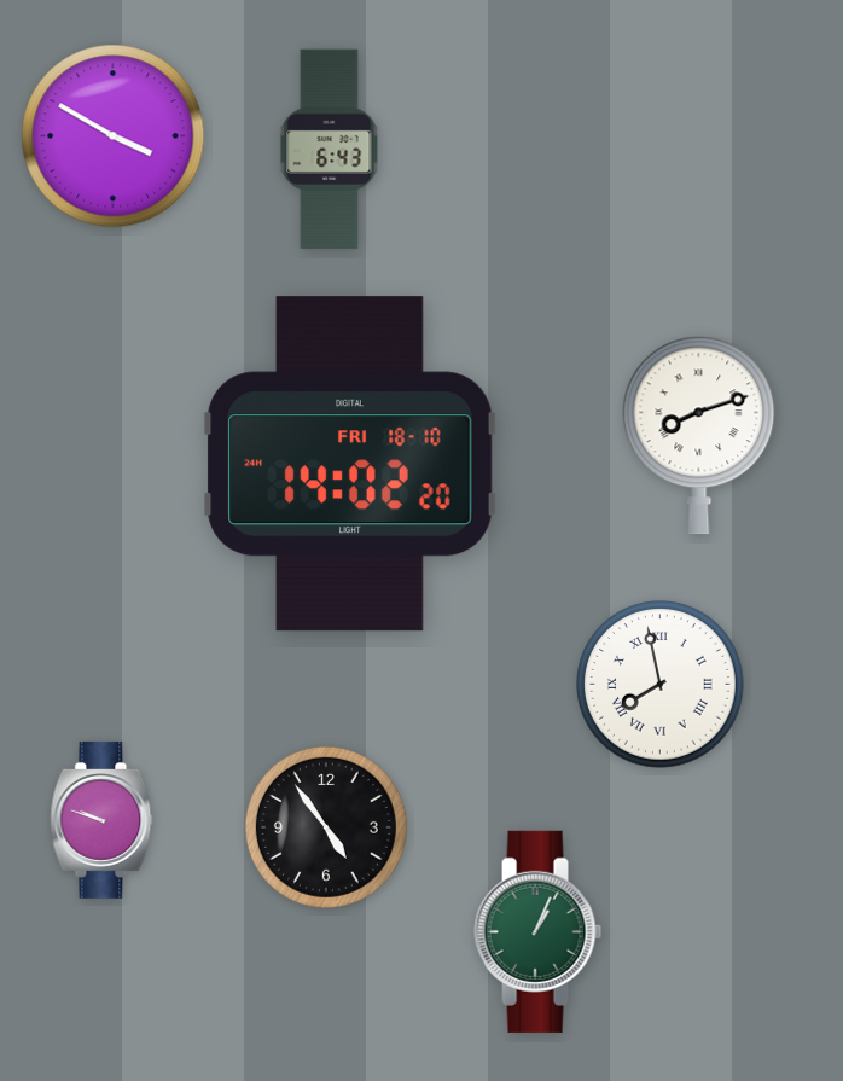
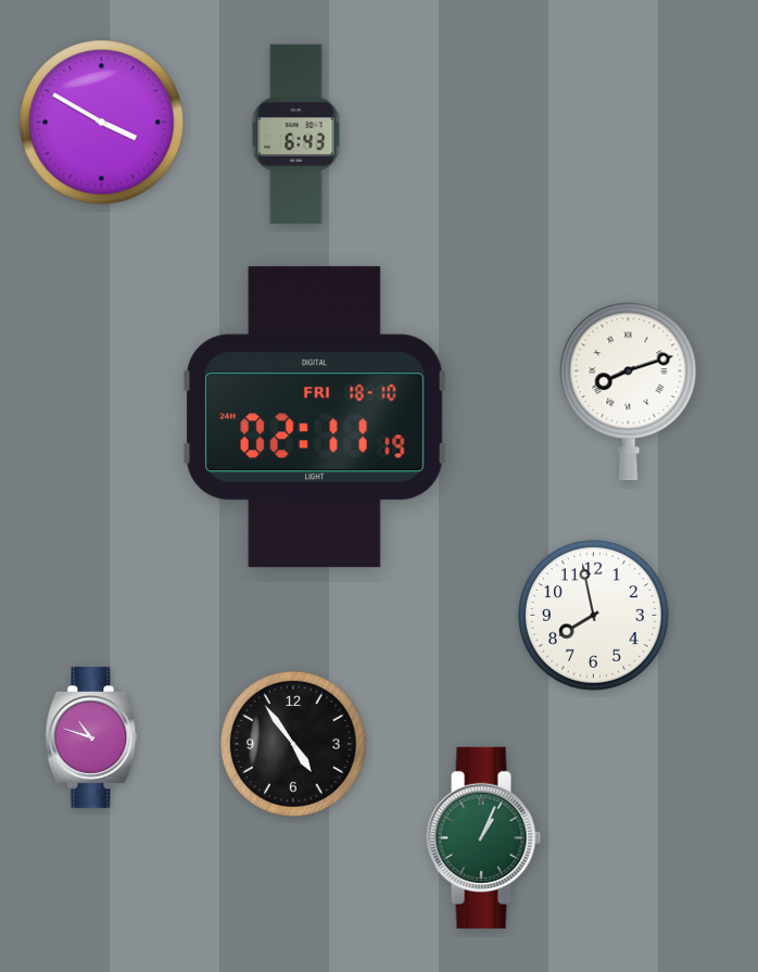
clock at (350, 464): 14:02 -> 02:11
clock at (661, 685) numerals: Roman -> Arabic
clock at (101, 820): 9:48 -> 10:48
